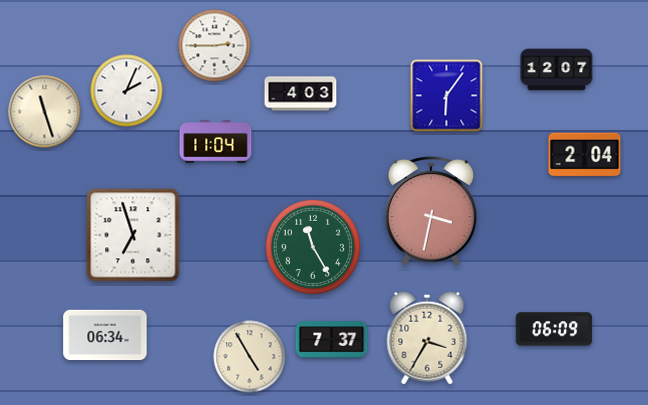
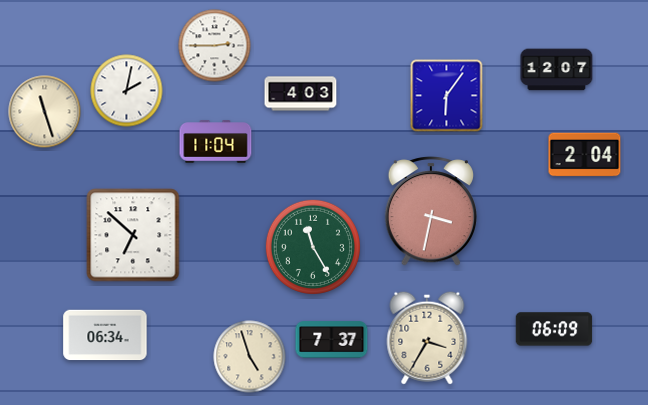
clock at (127, 91): 2:04 -> 2:02
clock at (133, 235): 6:57 -> 6:52
clock at (250, 357): 4:55 -> 4:57
